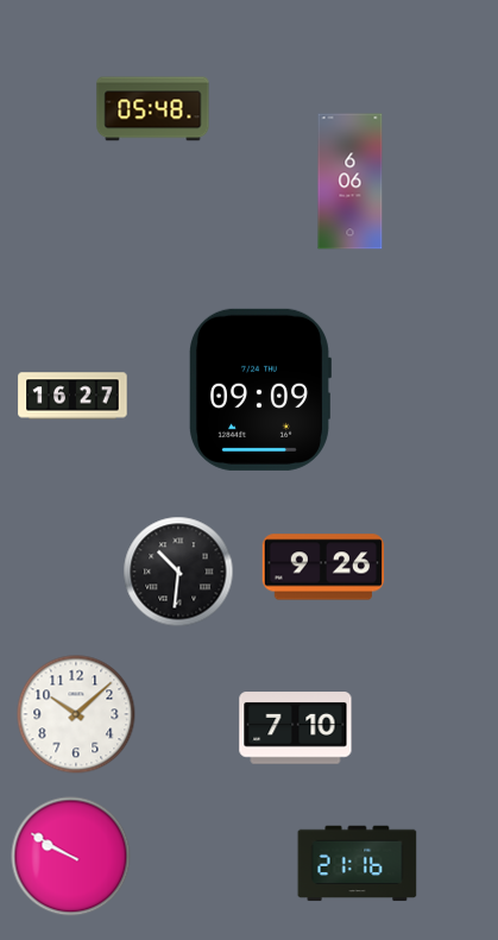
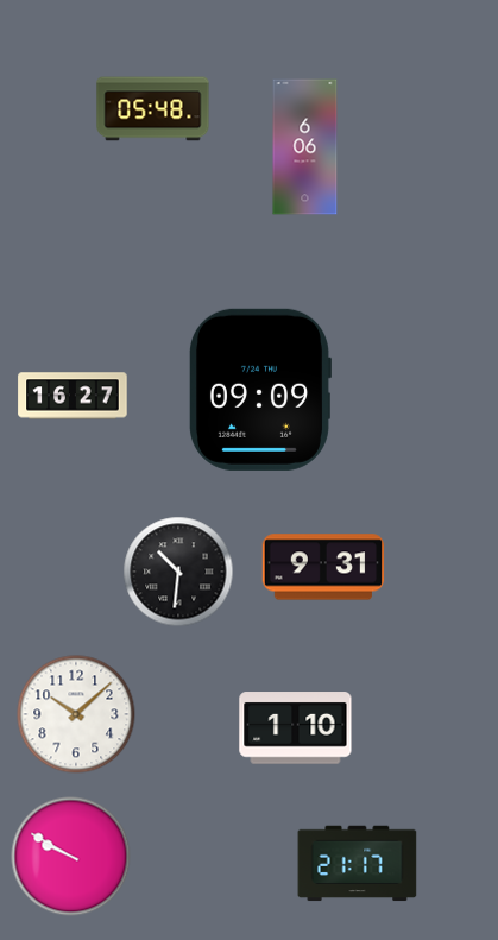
clock at (351, 182) position: (351, 182) -> (305, 147)
clock at (323, 567): 9:26 -> 9:31
clock at (296, 728): 7:10 -> 1:10
clock at (358, 864): 21:16 -> 21:17
